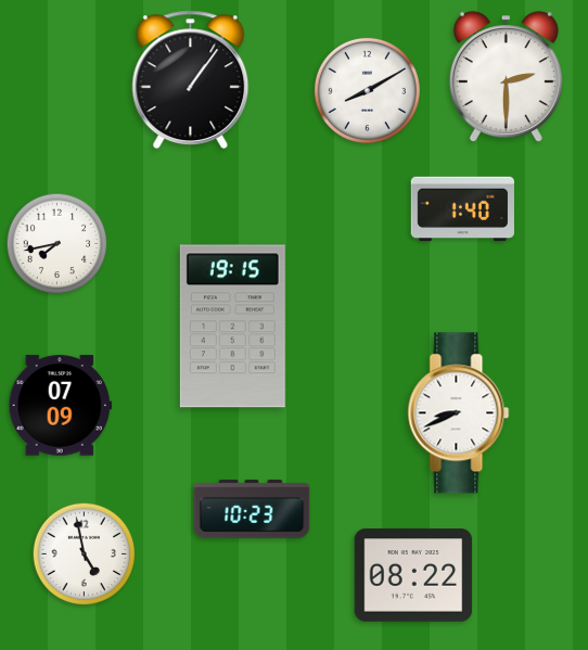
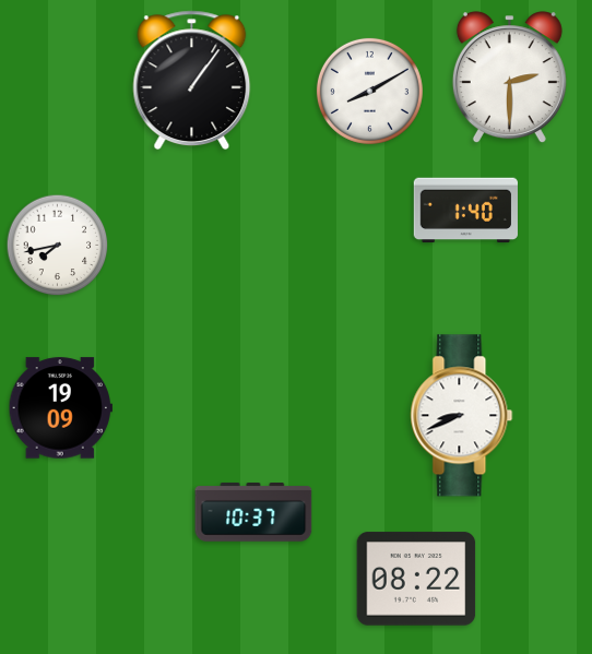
clock at (232, 327): 19:15 -> none
clock at (60, 406): 07:09 -> 19:09
clock at (252, 510): 10:23 -> 10:37
clock at (85, 555): 4:58 -> none
